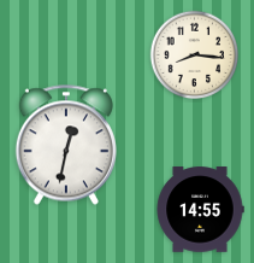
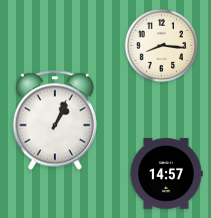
clock at (66, 145): 12:32 -> 1:04
clock at (200, 210): 14:55 -> 14:57
